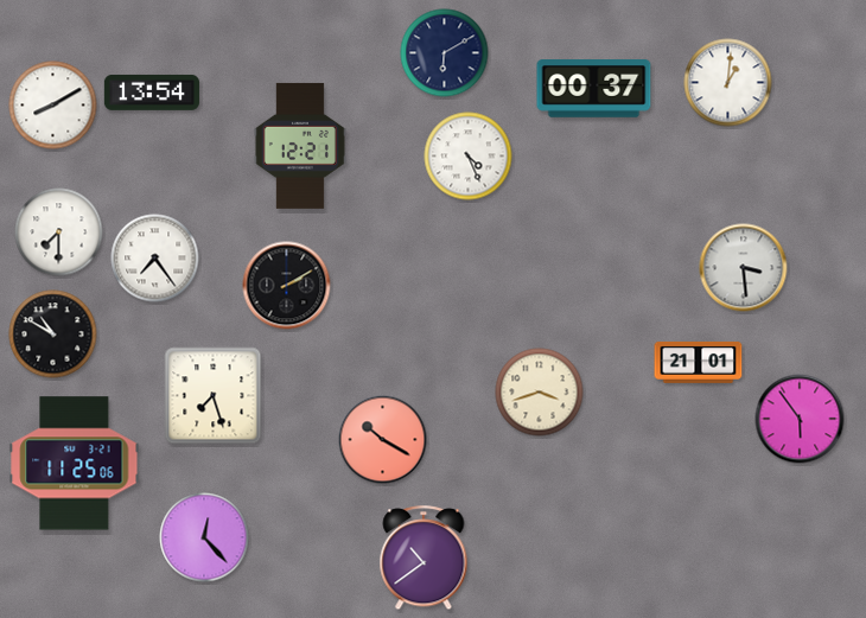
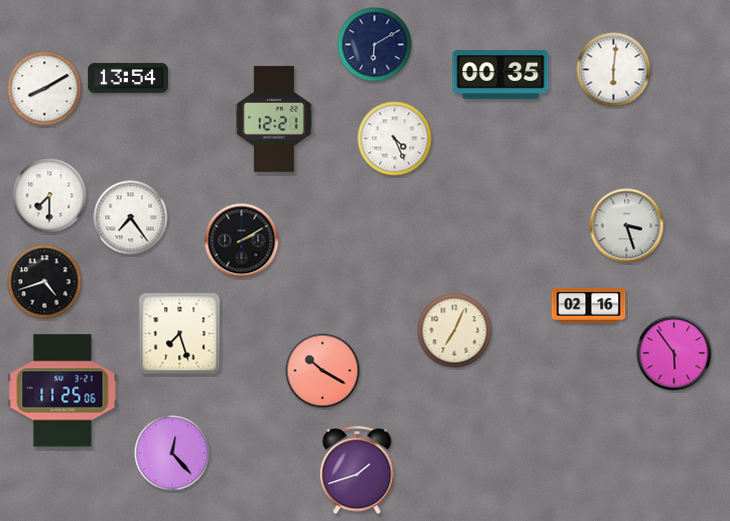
clock at (728, 83): 1:01 -> 6:01
clock at (594, 89): 00:37 -> 00:35
clock at (300, 146) position: (300, 146) -> (274, 119)
clock at (469, 157) position: (469, 157) -> (395, 139)
clock at (744, 268): 3:29 -> 3:27
clock at (53, 335): 10:50 -> 4:42
clock at (699, 362): 21:01 -> 02:16
clock at (540, 393): 3:42 -> 7:04
clock at (424, 559): 10:39 -> 1:42
